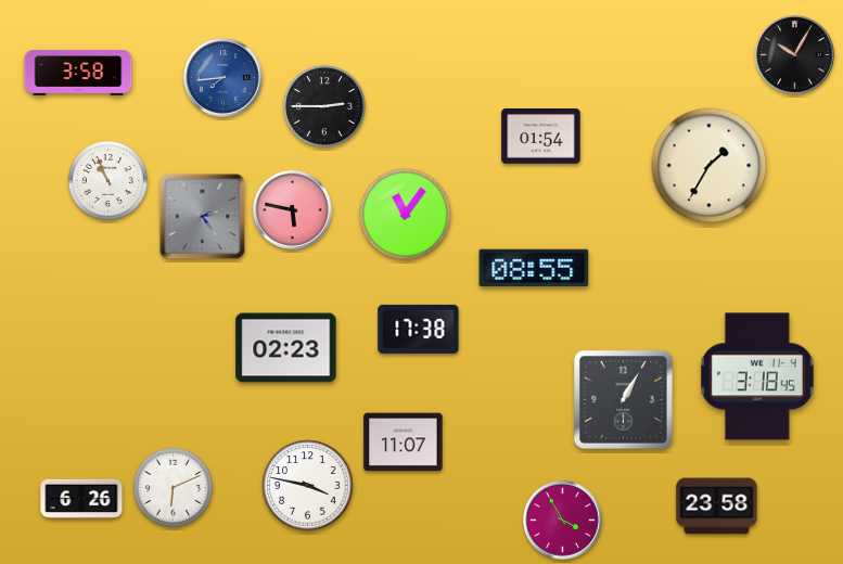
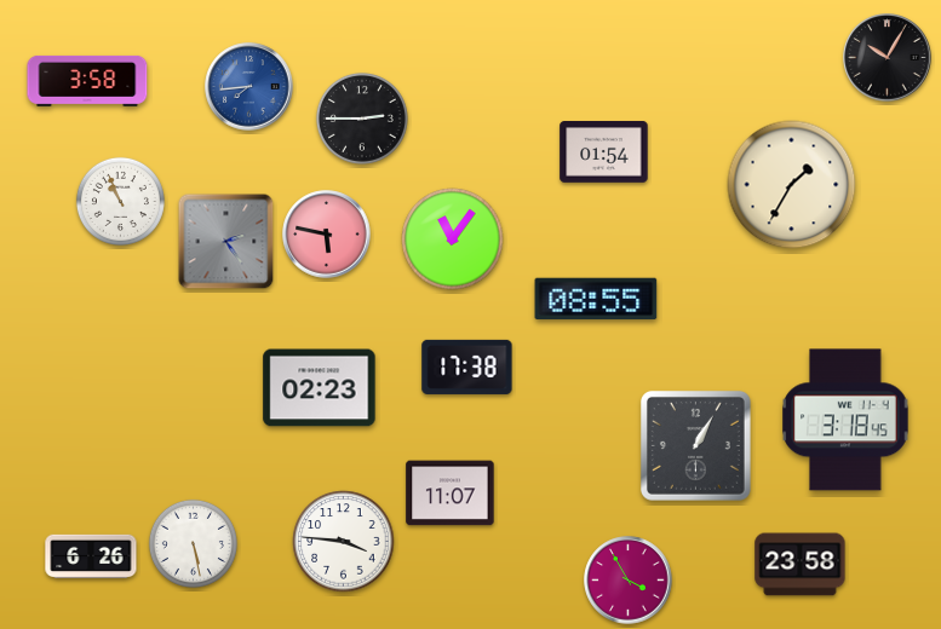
clock at (795, 55) position: (795, 55) -> (888, 58)
clock at (308, 486): 3:47 -> 3:46
clock at (173, 487): 6:11 -> 5:28
